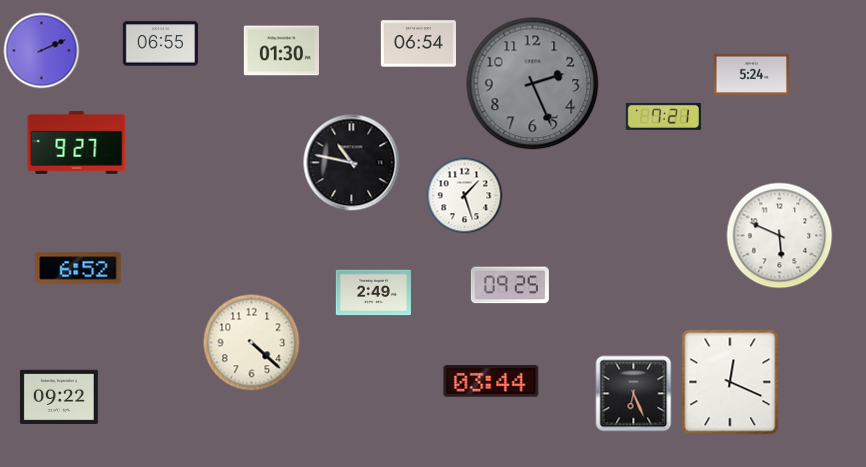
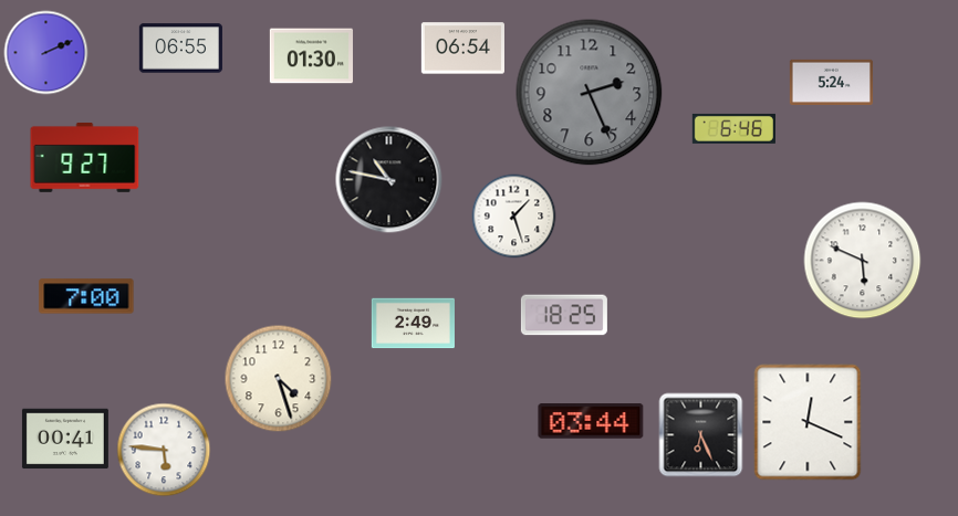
clock at (160, 44) position: (160, 44) -> (180, 49)
clock at (42, 51) position: (42, 51) -> (46, 53)
clock at (663, 116): 7:21 -> 6:46
clock at (78, 268): 6:52 -> 7:00
clock at (510, 285): 09:25 -> 18:25
clock at (252, 343): 4:22 -> 4:27
clock at (491, 381) position: (491, 381) -> (591, 421)
clock at (59, 397): 09:22 -> 00:41
clock at (164, 450): none -> 5:46
